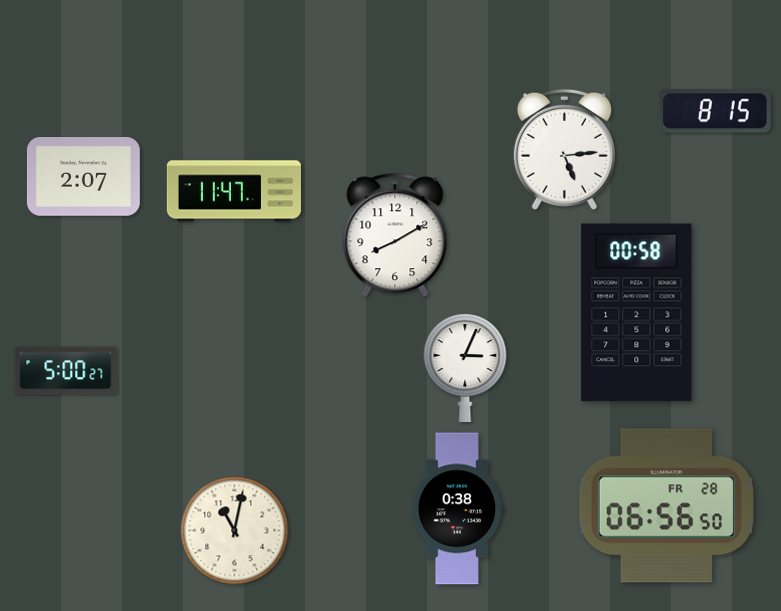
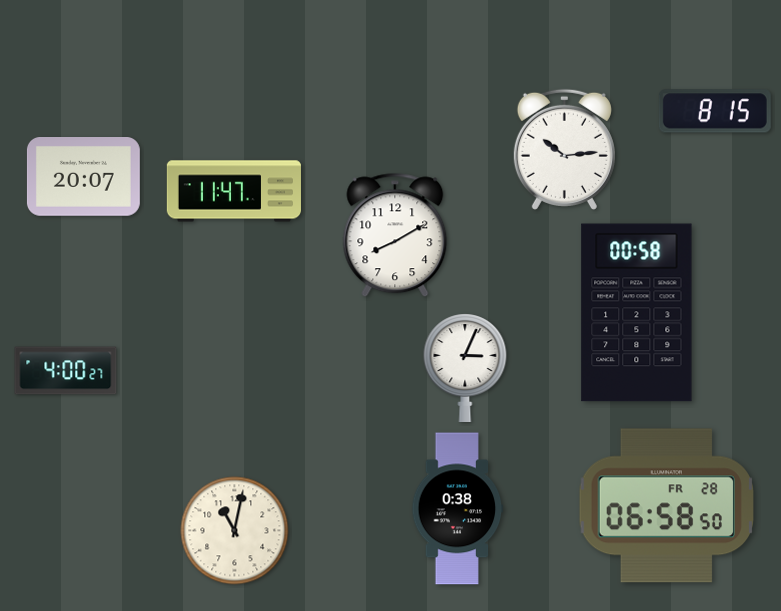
clock at (564, 149): 5:14 -> 10:14
clock at (83, 177): 2:07 -> 20:07
clock at (66, 371): 5:00 -> 4:00
clock at (666, 506): 06:56 -> 06:58
